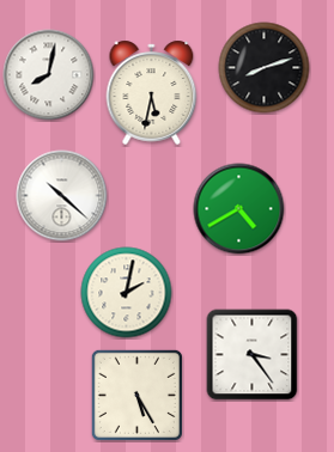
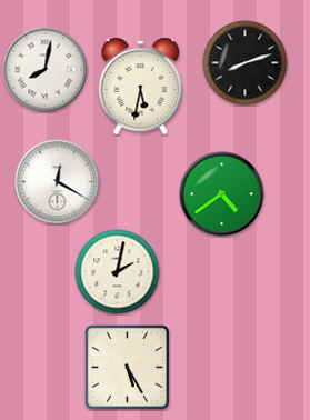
clock at (62, 196): 10:22 -> 12:20
clock at (239, 209): 4:40 -> 4:39
clock at (253, 355): 3:24 -> none
